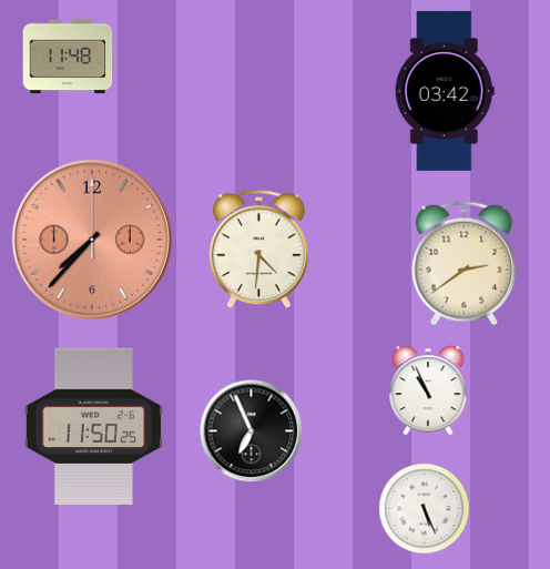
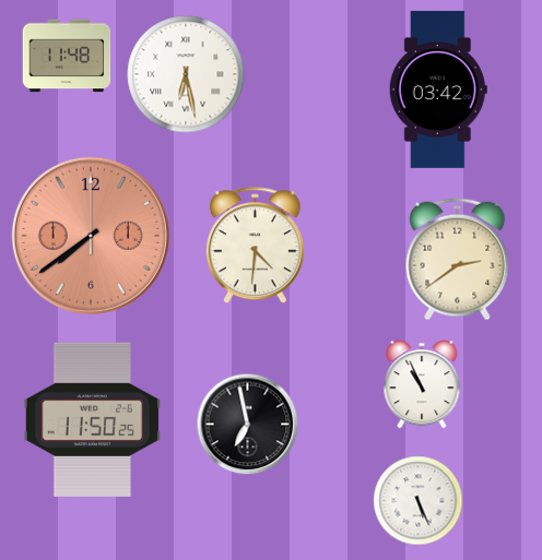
clock at (186, 74): none -> 6:28
clock at (92, 240): 7:37 -> 7:39
clock at (252, 431): 6:56 -> 6:58
